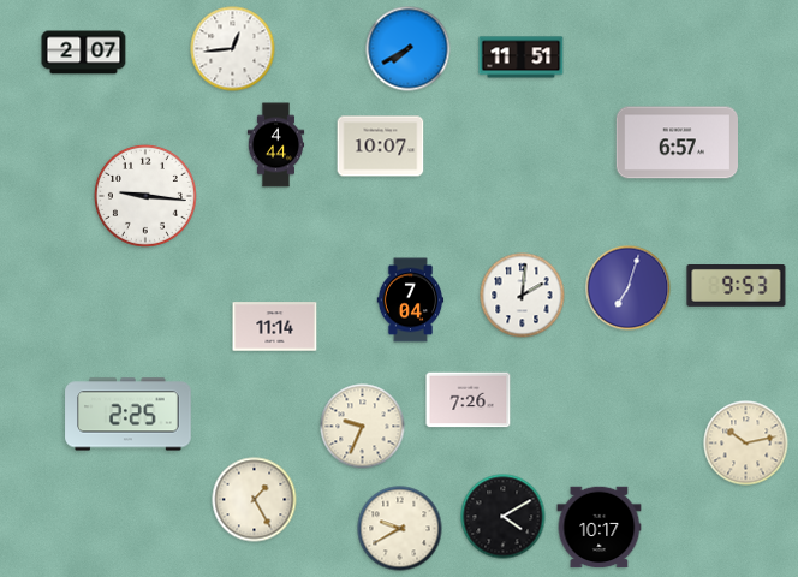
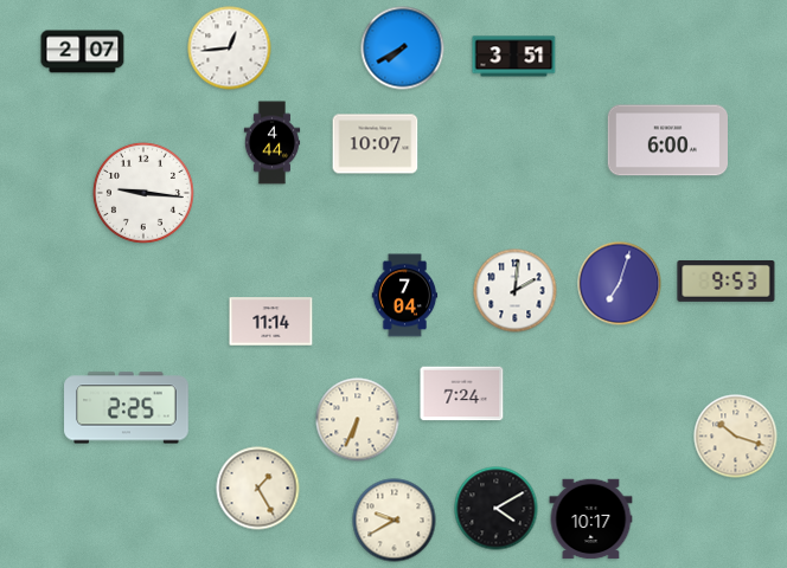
clock at (522, 58): 11:51 -> 3:51
clock at (677, 143): 6:57 -> 6:00
clock at (469, 400): 7:26 -> 7:24
clock at (363, 427): 9:34 -> 6:34
clock at (746, 444): 10:13 -> 10:18
clock at (255, 500) position: (255, 500) -> (258, 489)
